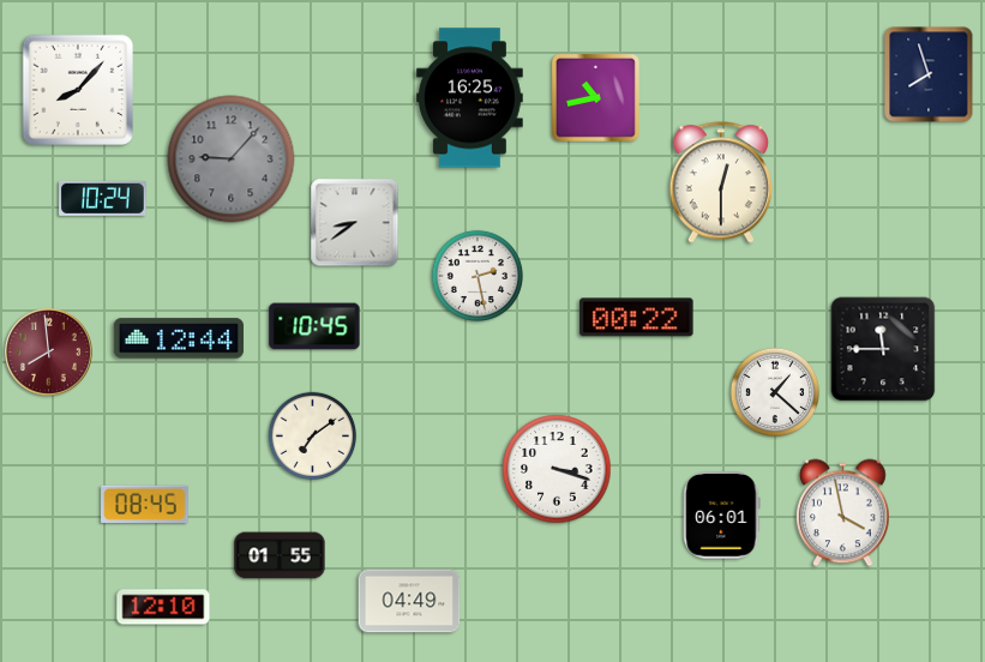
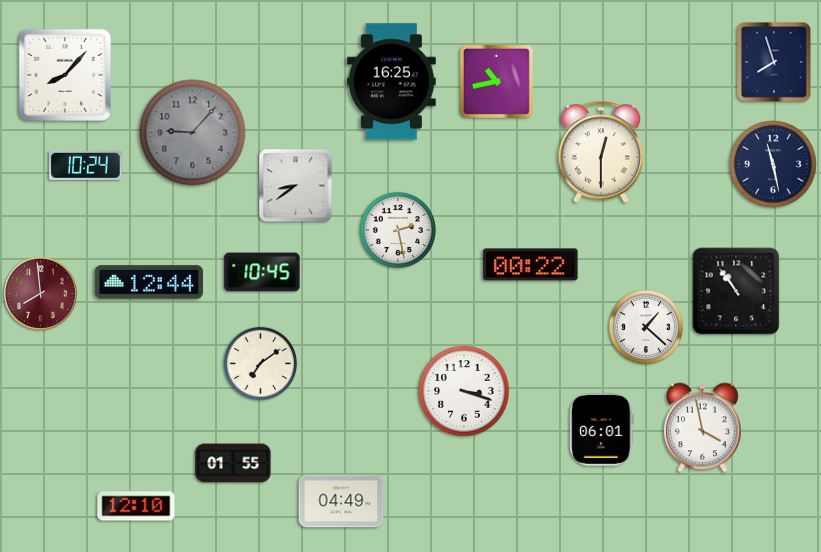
clock at (773, 164): none -> 11:28
clock at (883, 349): 11:45 -> 10:54
clock at (145, 505): 08:45 -> none
